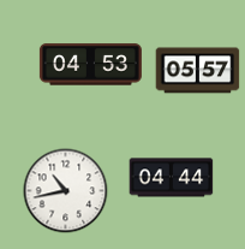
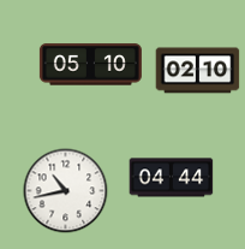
clock at (90, 65): 04:53 -> 05:10
clock at (198, 71): 05:57 -> 02:10
